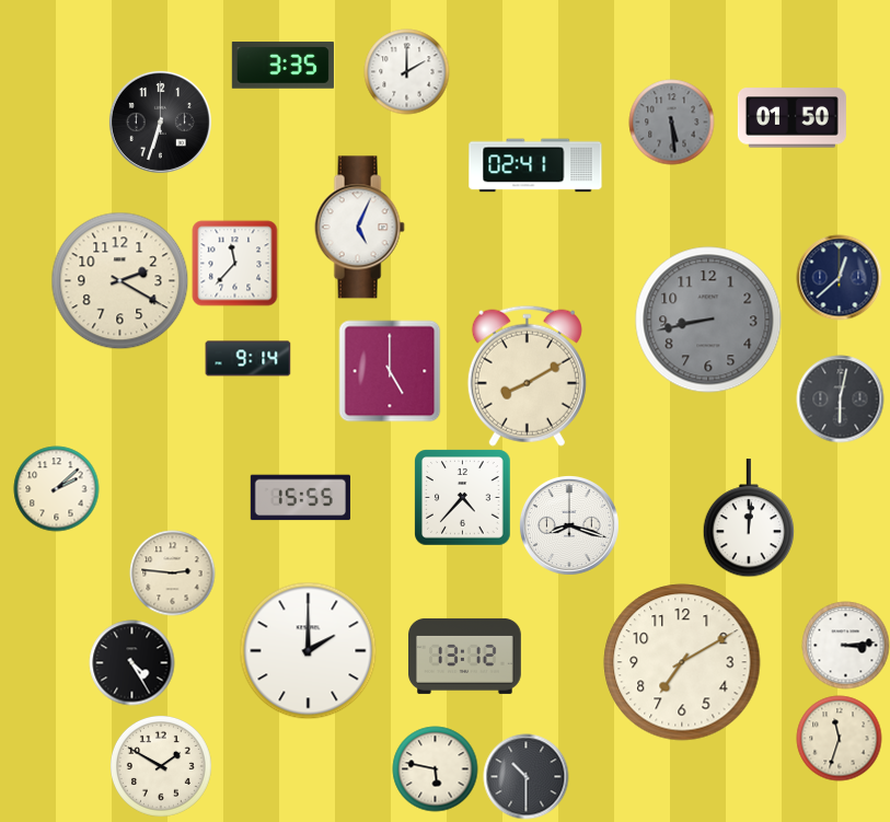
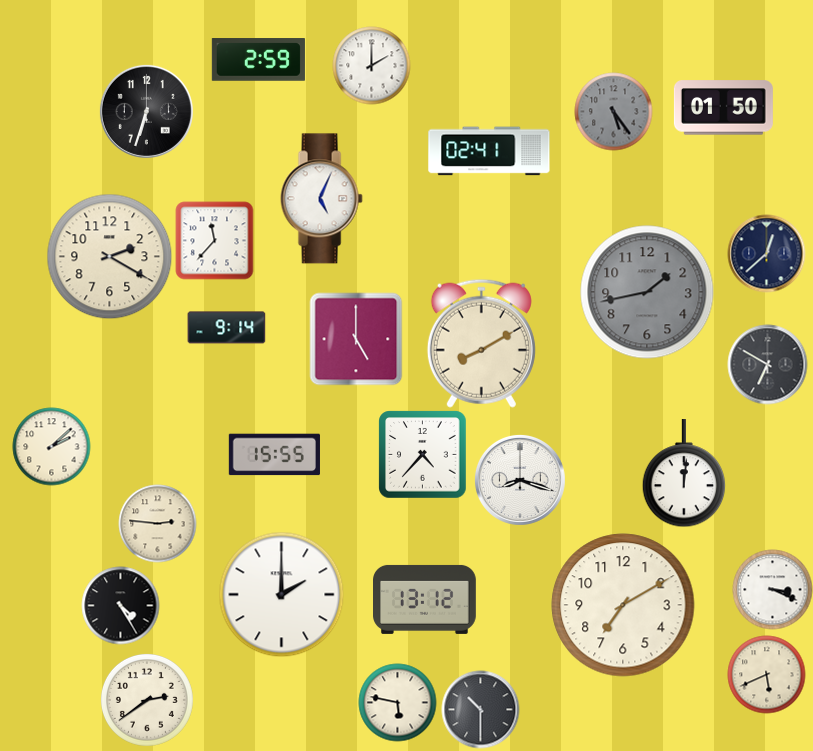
clock at (282, 66): 3:35 -> 2:59
clock at (671, 121): 5:29 -> 5:24
clock at (359, 228) position: (359, 228) -> (321, 199)
clock at (708, 320): 8:43 -> 1:43
clock at (840, 398): 6:02 -> 6:50
clock at (845, 645): 3:14 -> 3:19
clock at (839, 738): 11:33 -> 5:41
clock at (161, 766): 1:50 -> 2:39
